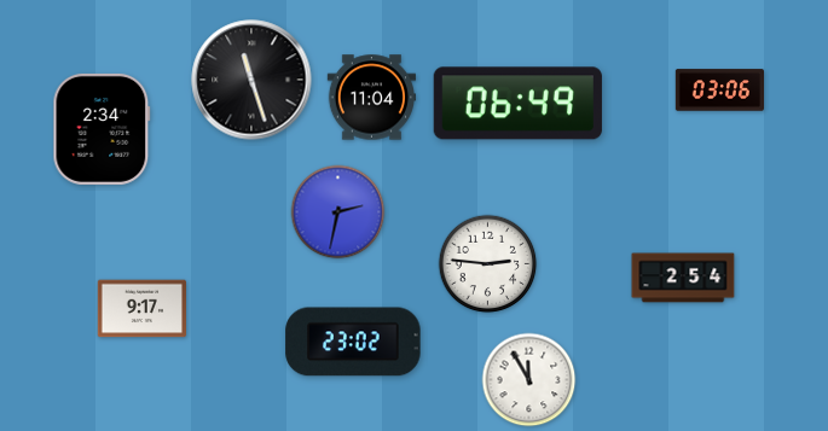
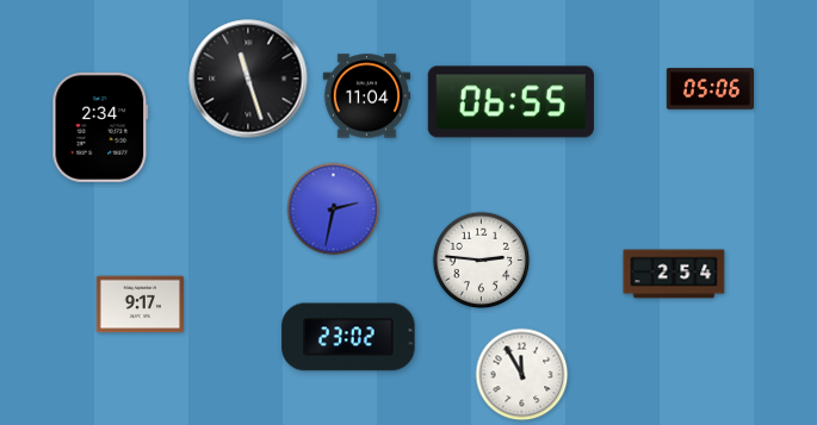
clock at (719, 91): 03:06 -> 05:06
clock at (517, 104): 06:49 -> 06:55
